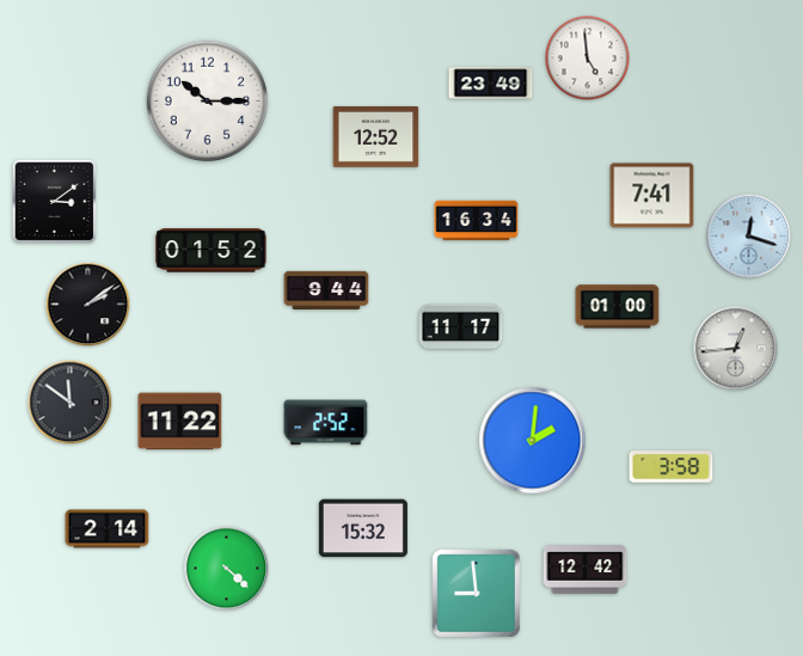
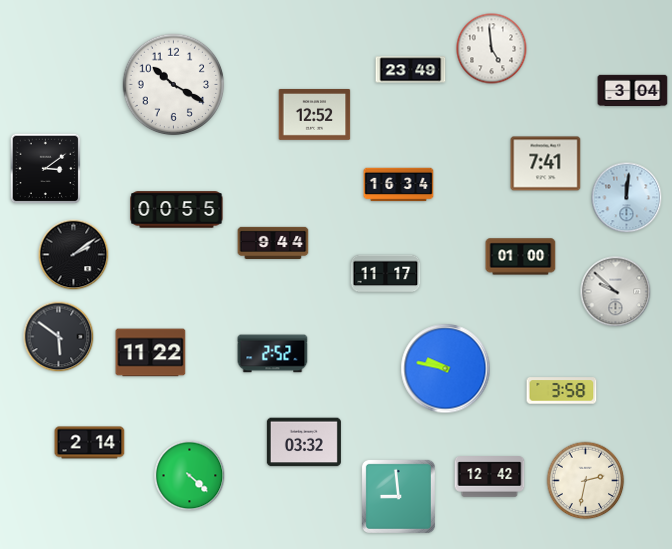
clock at (208, 102): 10:15 -> 10:20
clock at (633, 91): none -> 3:04
clock at (749, 237): 12:18 -> 12:01
clock at (212, 251): 01:52 -> 00:55
clock at (618, 307) position: (618, 307) -> (521, 257)
clock at (736, 349): 12:44 -> 9:52
clock at (71, 403): 11:51 -> 5:51
clock at (533, 441): 2:01 -> 9:47
clock at (363, 528): 15:32 -> 03:32
clock at (586, 481): none -> 2:32
